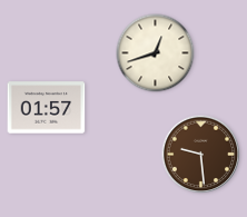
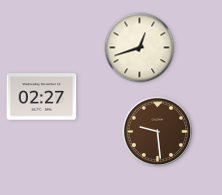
clock at (47, 108): 01:57 -> 02:27
clock at (201, 155) position: (201, 155) -> (158, 132)
